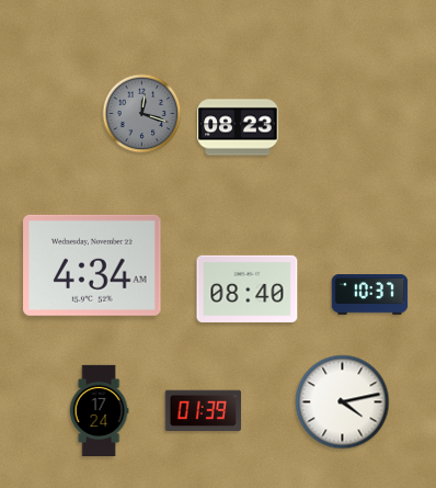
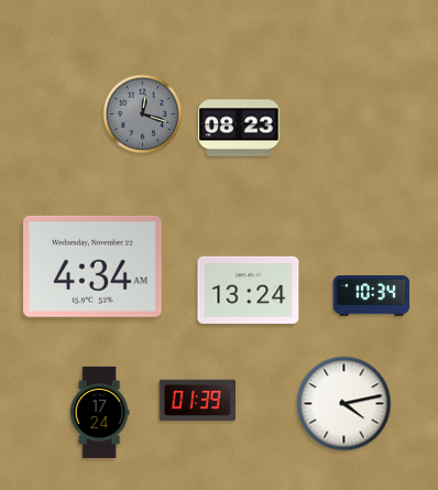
clock at (248, 288): 08:40 -> 13:24
clock at (370, 295): 10:37 -> 10:34
clock at (204, 411) position: (204, 411) -> (198, 401)
